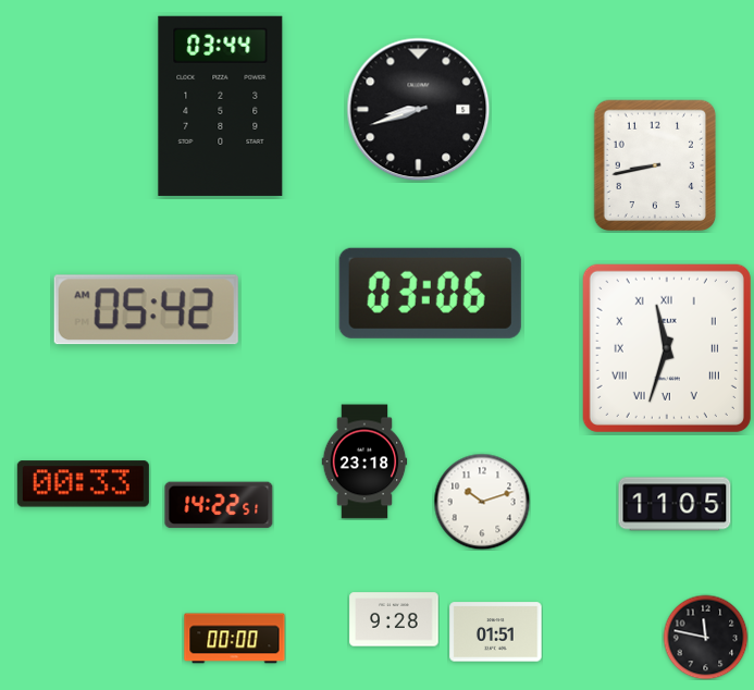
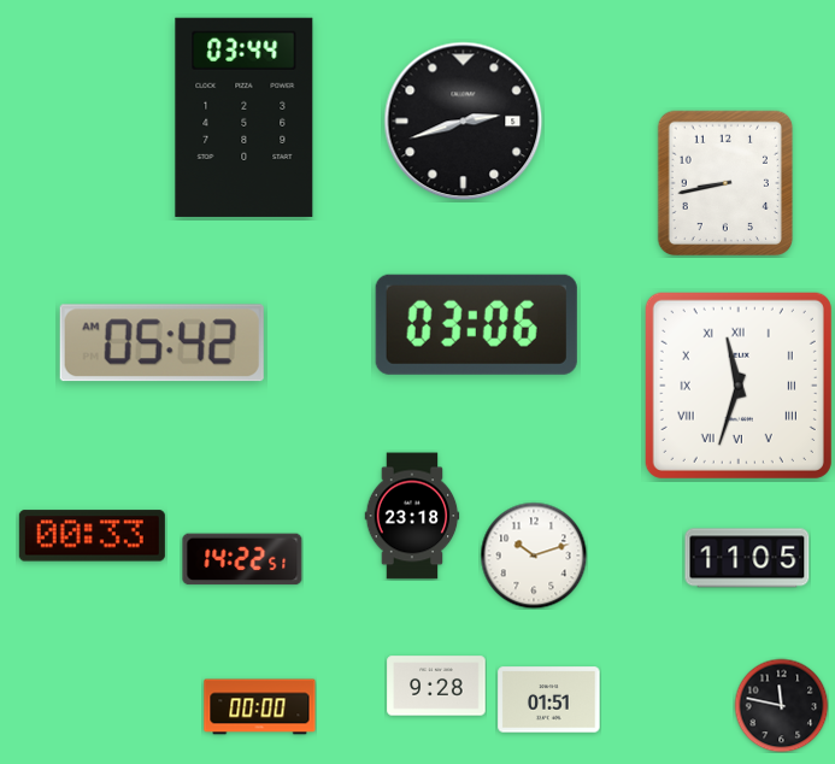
clock at (419, 110): 8:42 -> 2:42
clock at (364, 461) position: (364, 461) -> (412, 516)
